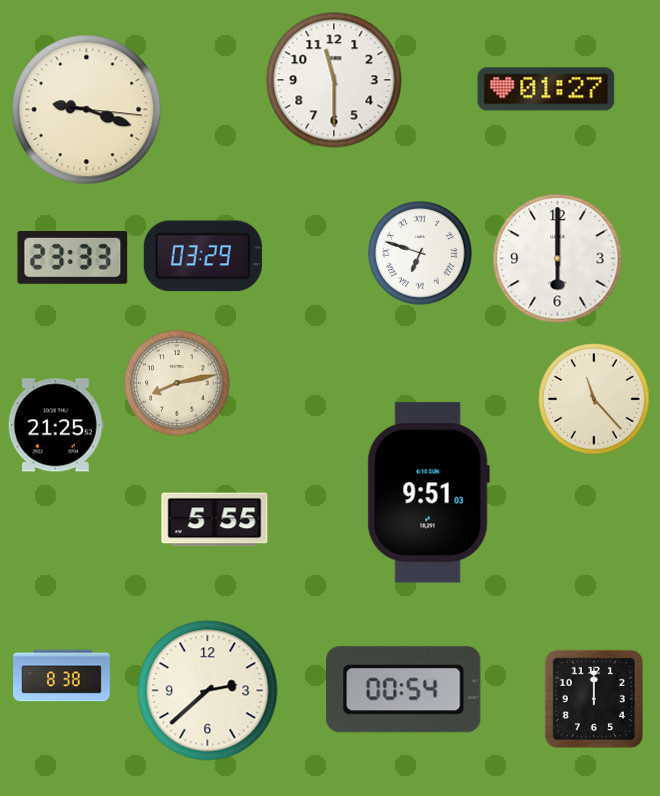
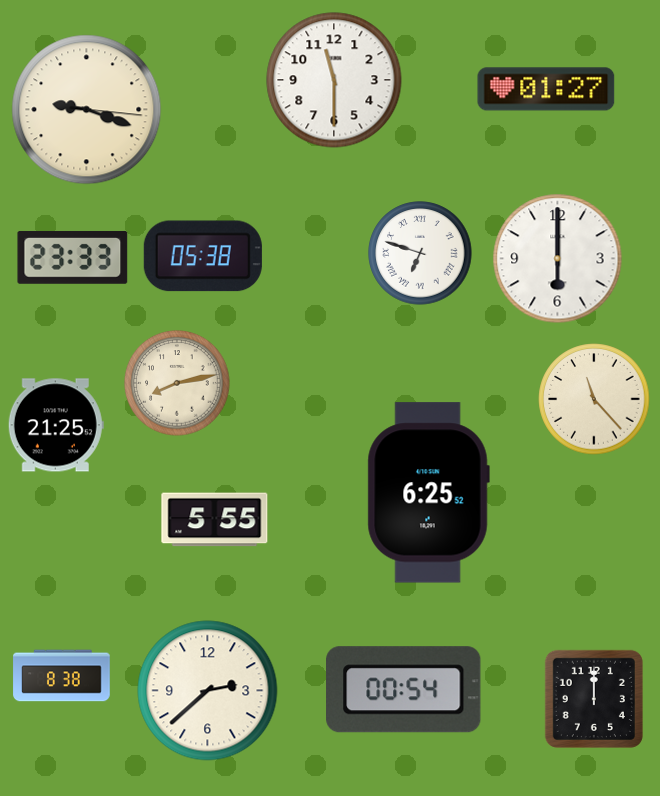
clock at (203, 256): 03:29 -> 05:38
clock at (428, 493): 9:51 -> 6:25
